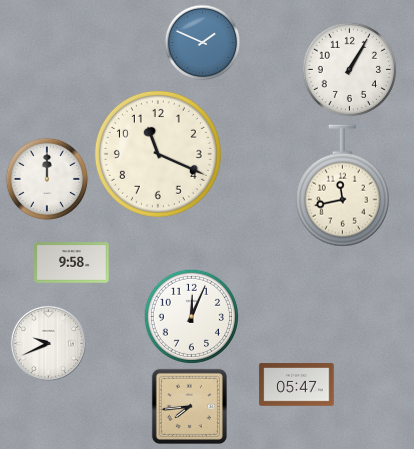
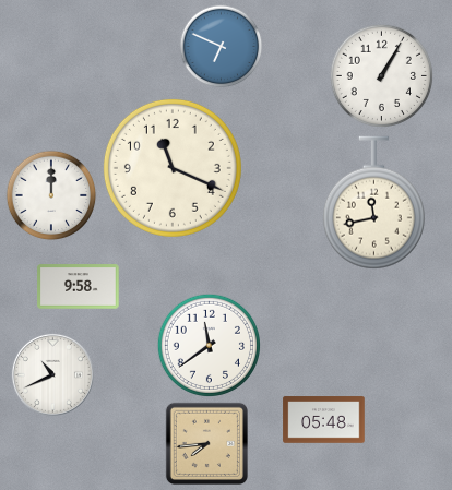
clock at (203, 43): 1:49 -> 6:49
clock at (191, 316): 12:04 -> 11:39
clock at (48, 343): 9:41 -> 10:41
clock at (297, 385): 05:47 -> 05:48
